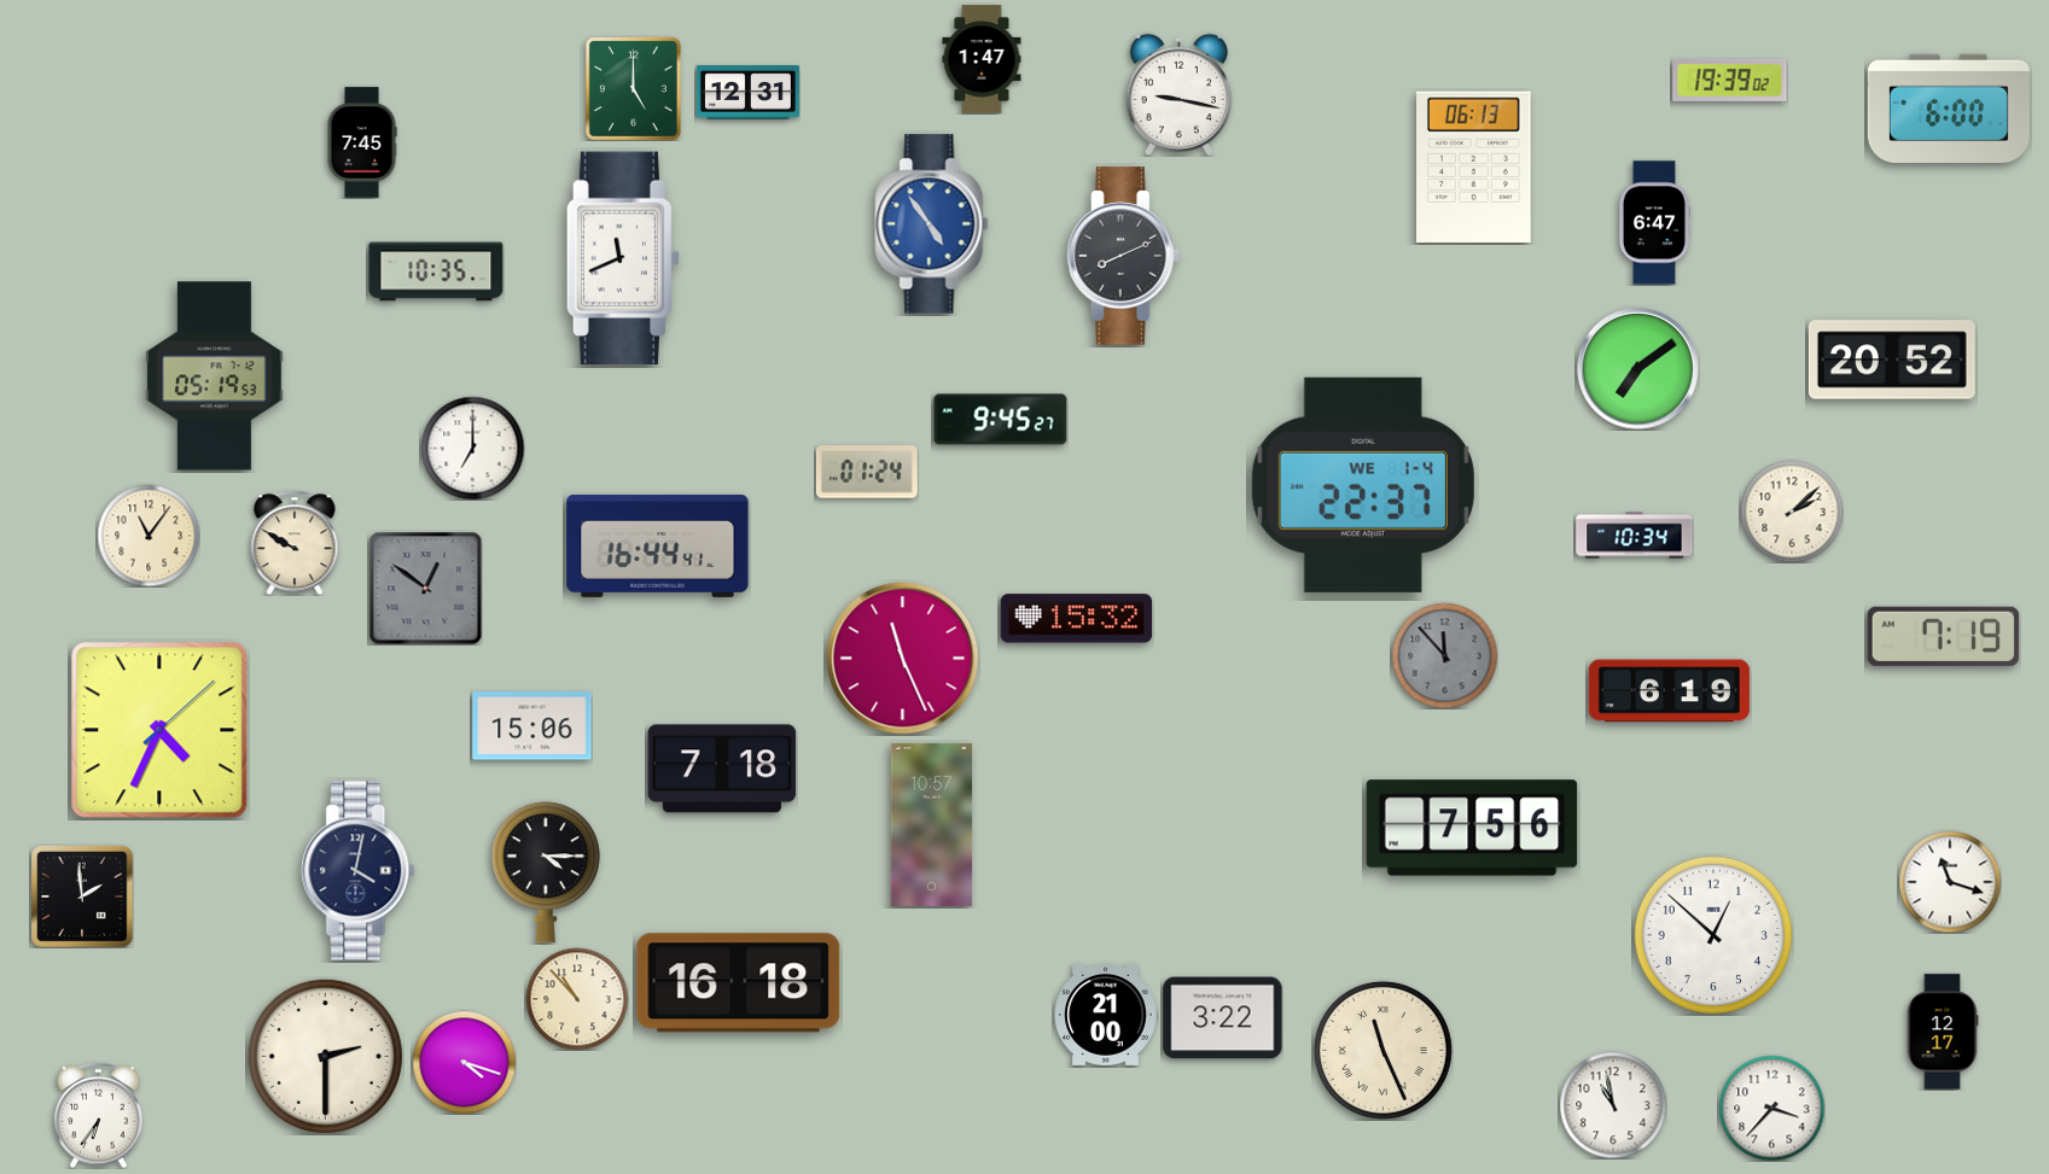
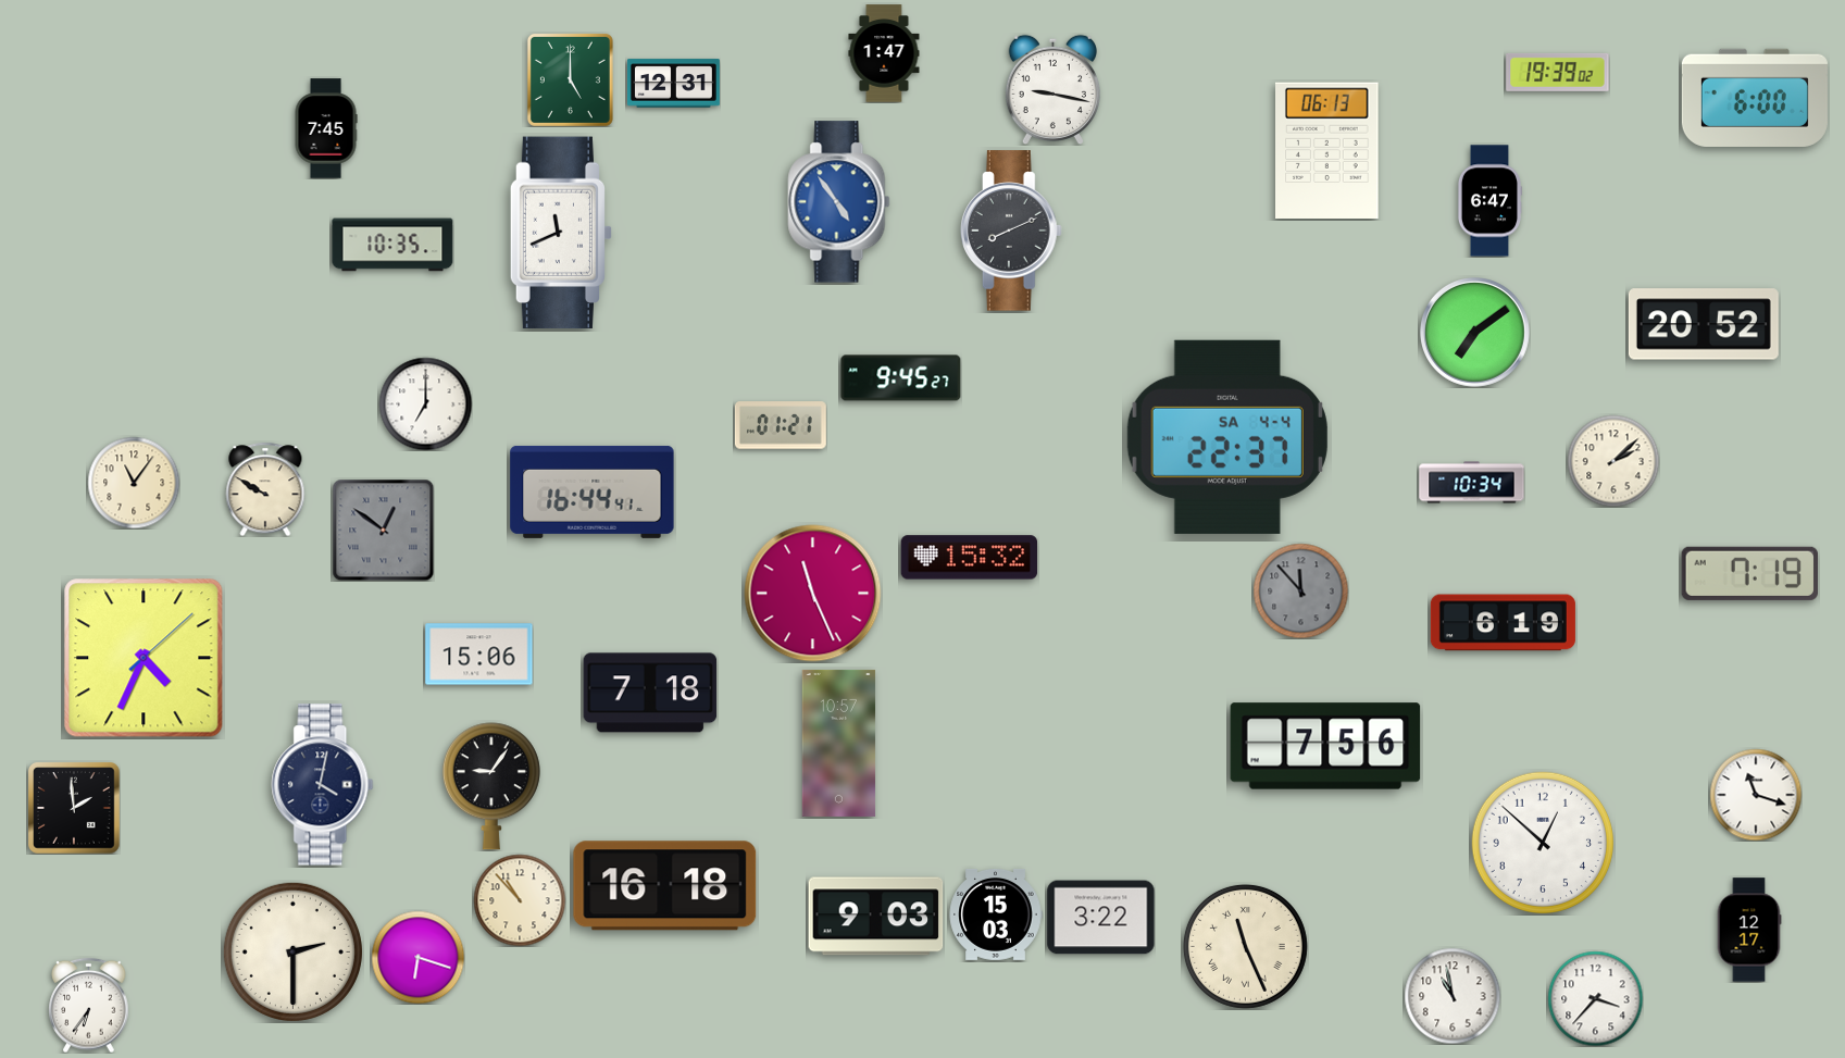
clock at (1178, 94) position: (1178, 94) -> (1052, 89)
clock at (215, 376): 05:19 -> none
clock at (867, 472): 01:24 -> 01:21
clock at (1363, 485) date: WE 1-4 -> SA 4-4
clock at (546, 872): 4:15 -> 9:06
clock at (1106, 1015): 21:00 -> 15:03
clock at (876, 917): none -> 9:03
clock at (464, 1062): 4:18 -> 6:18
